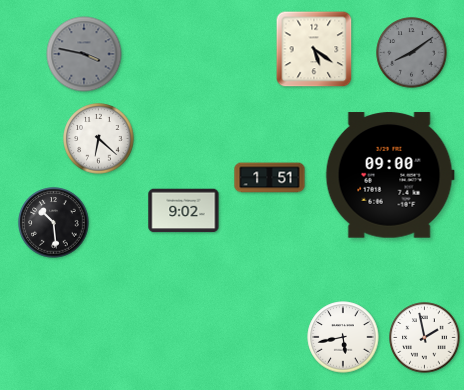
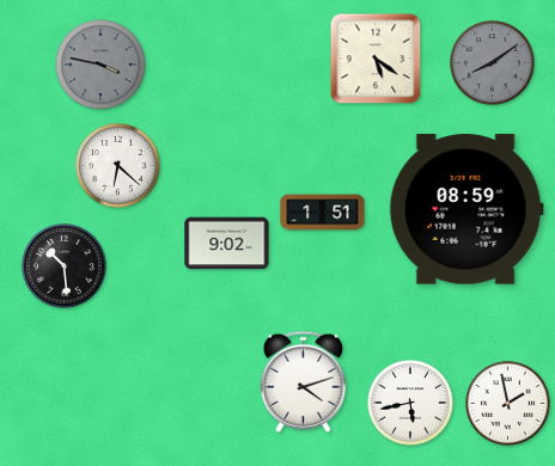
clock at (390, 175): 09:00 -> 08:59
clock at (184, 211) position: (184, 211) -> (227, 244)
clock at (304, 381): none -> 4:12
